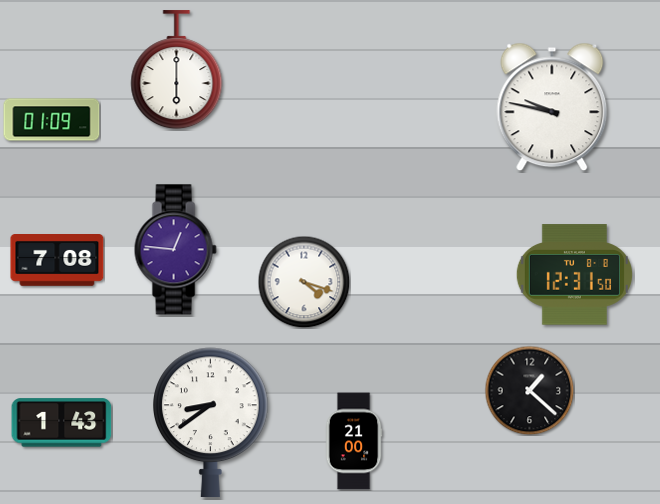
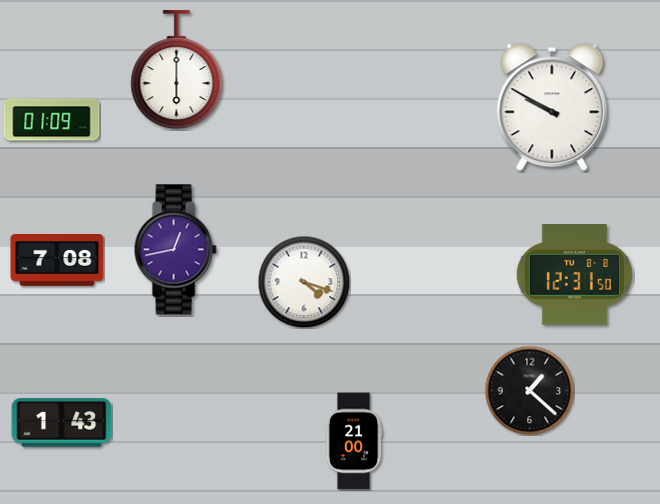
clock at (552, 107): 9:47 -> 9:50
clock at (175, 250): 12:46 -> 12:43
clock at (211, 422): 8:39 -> none
